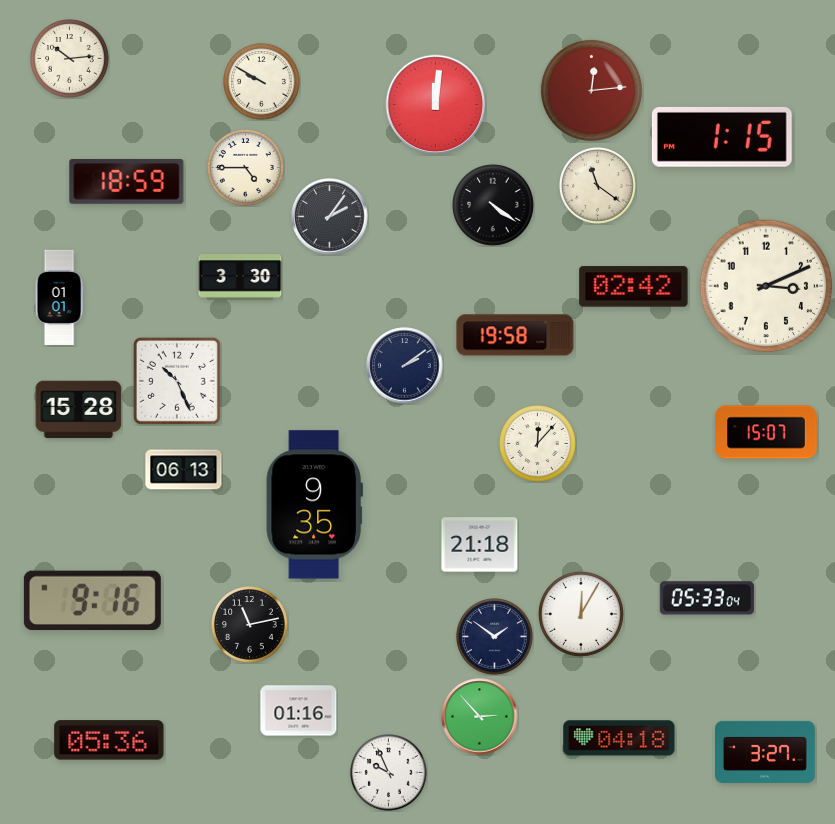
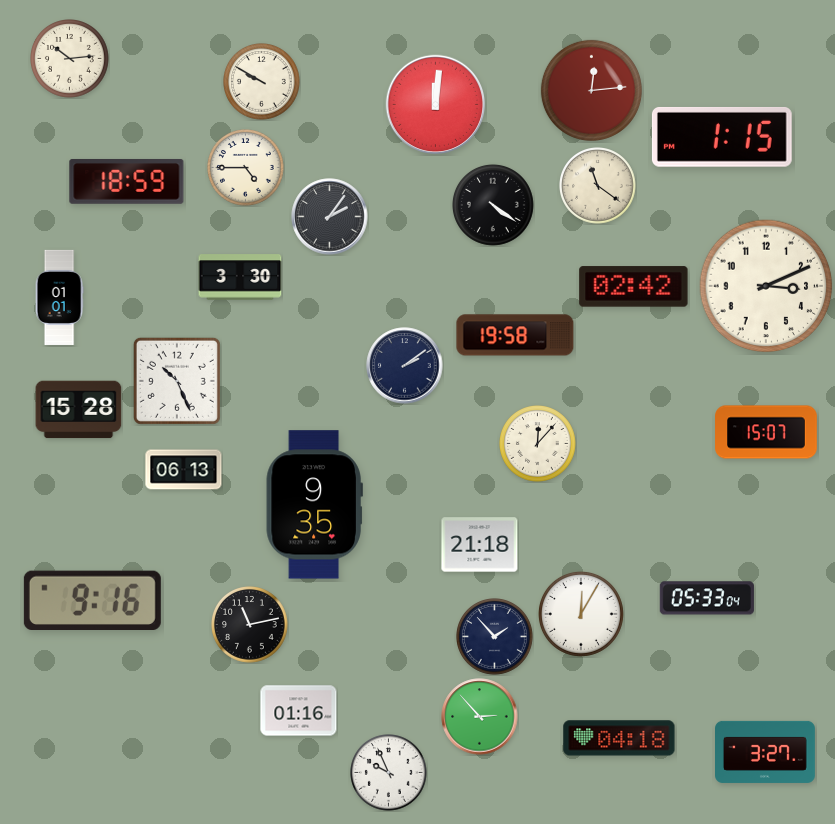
clock at (495, 637): 1:51 -> 1:53
clock at (109, 740): 05:36 -> none
